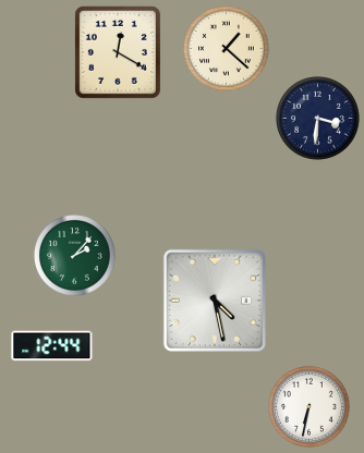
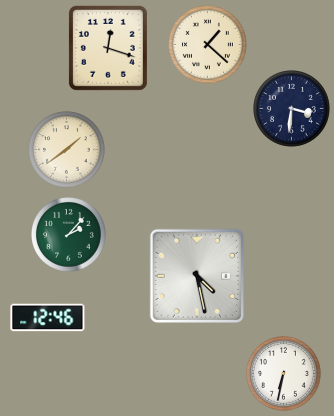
clock at (118, 52): 12:20 -> 12:18
clock at (67, 150): none -> 1:39
clock at (52, 346): 12:44 -> 12:46
